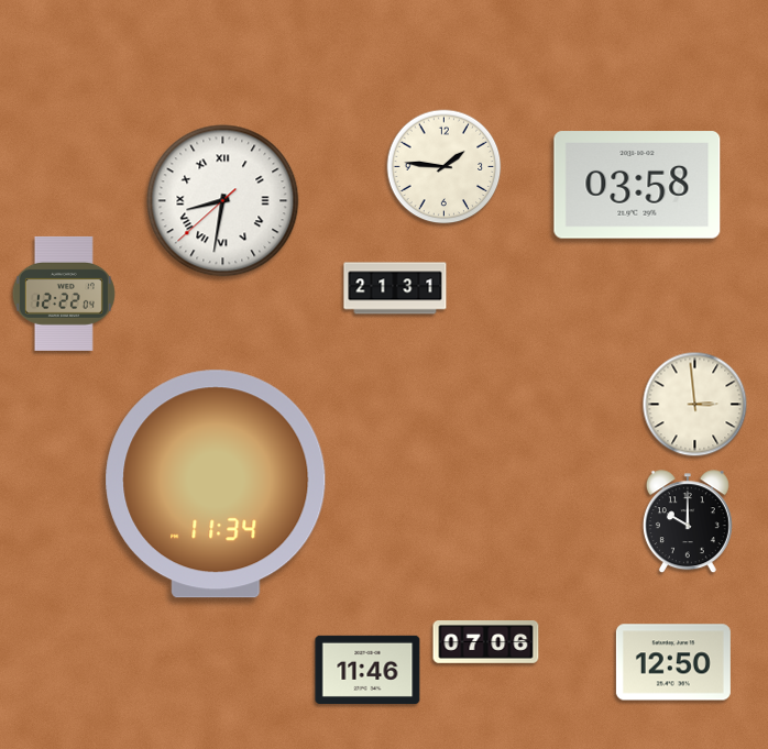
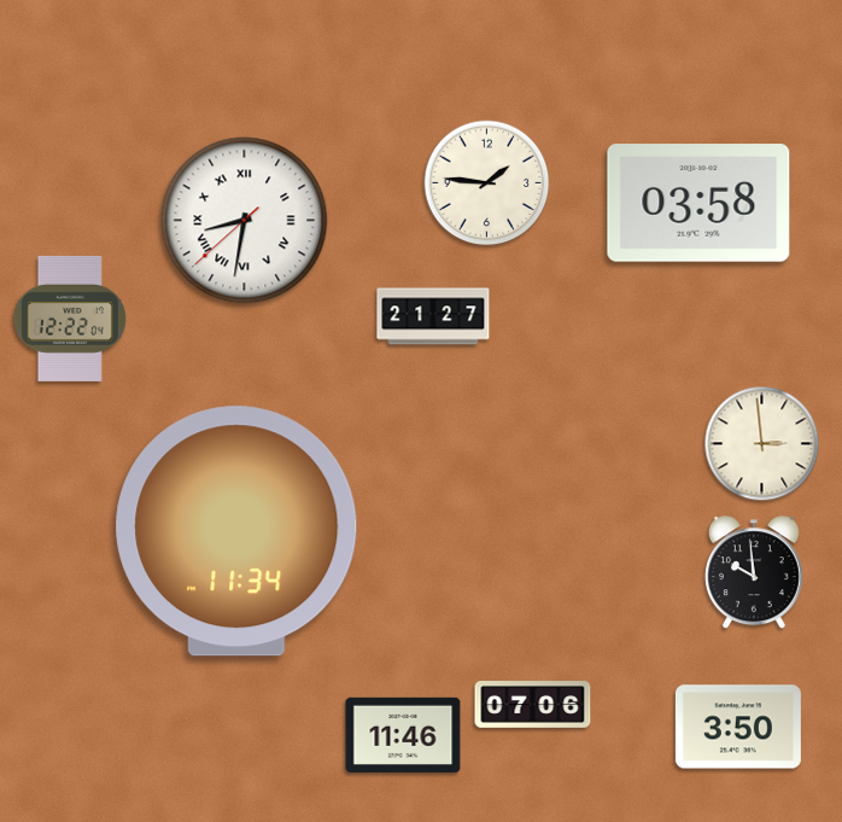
clock at (395, 288): 21:31 -> 21:27
clock at (64, 294) position: (64, 294) -> (70, 319)
clock at (688, 522): 10:00 -> 9:59
clock at (673, 662): 12:50 -> 3:50
